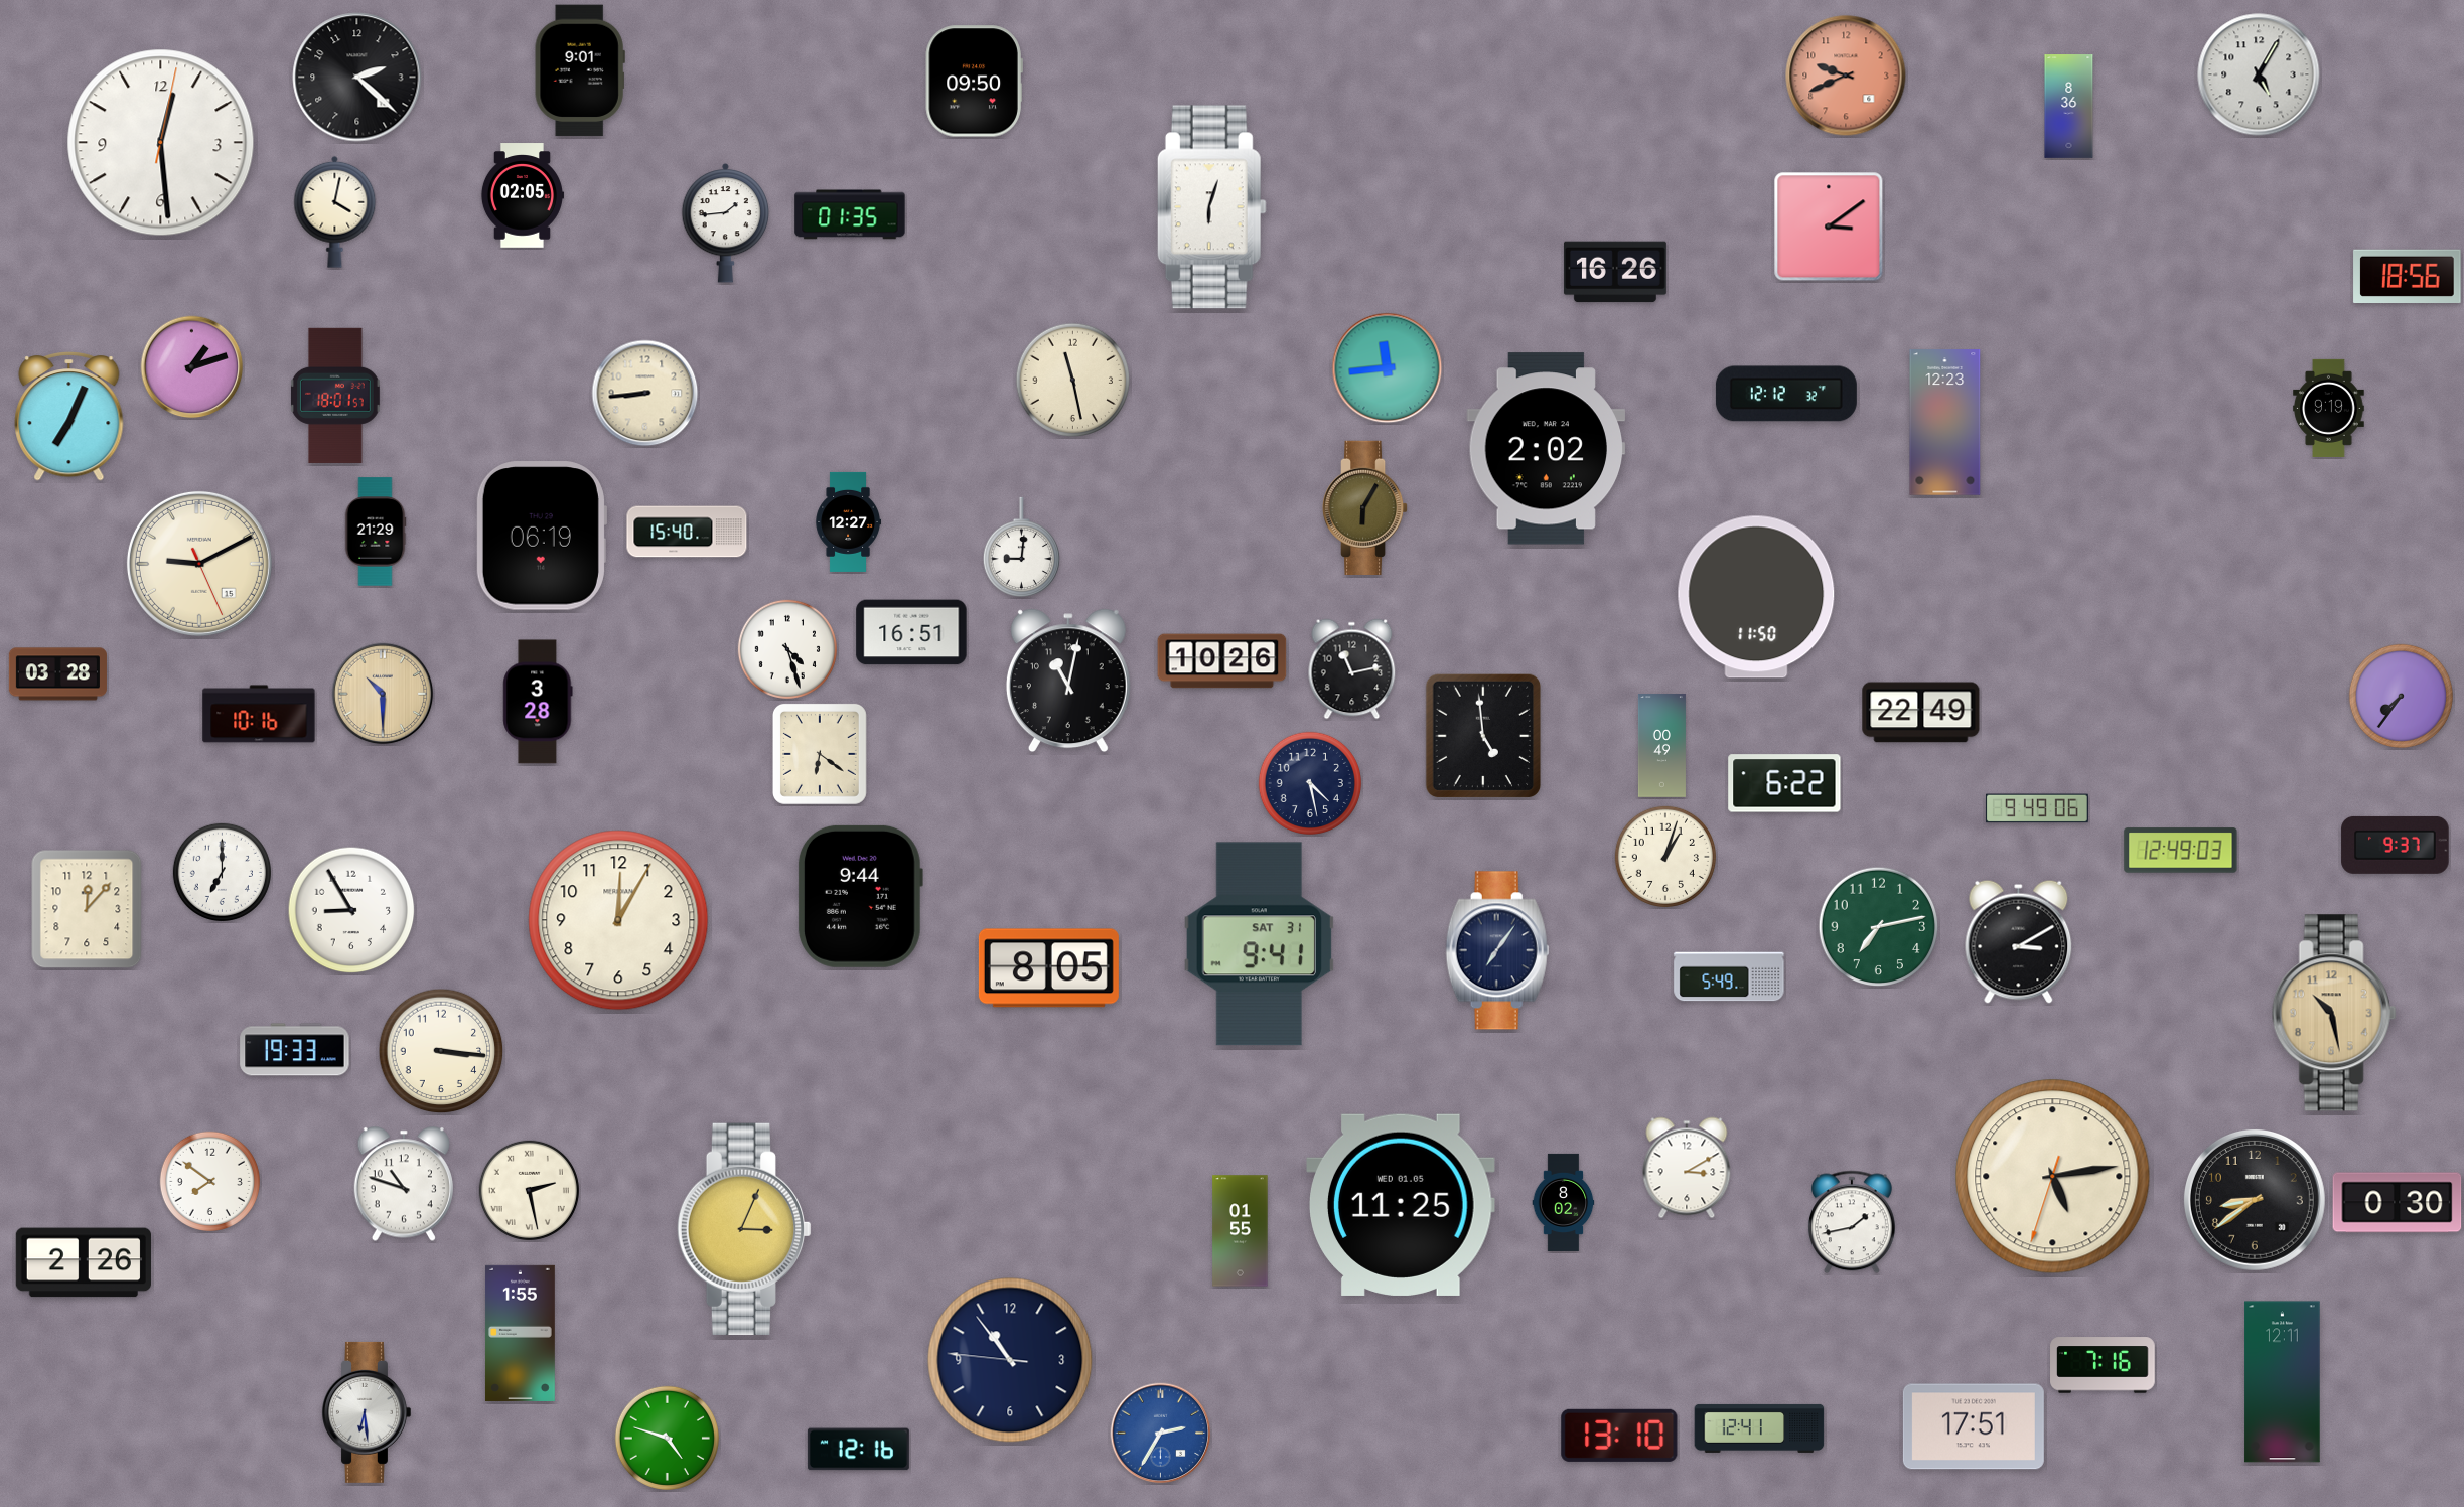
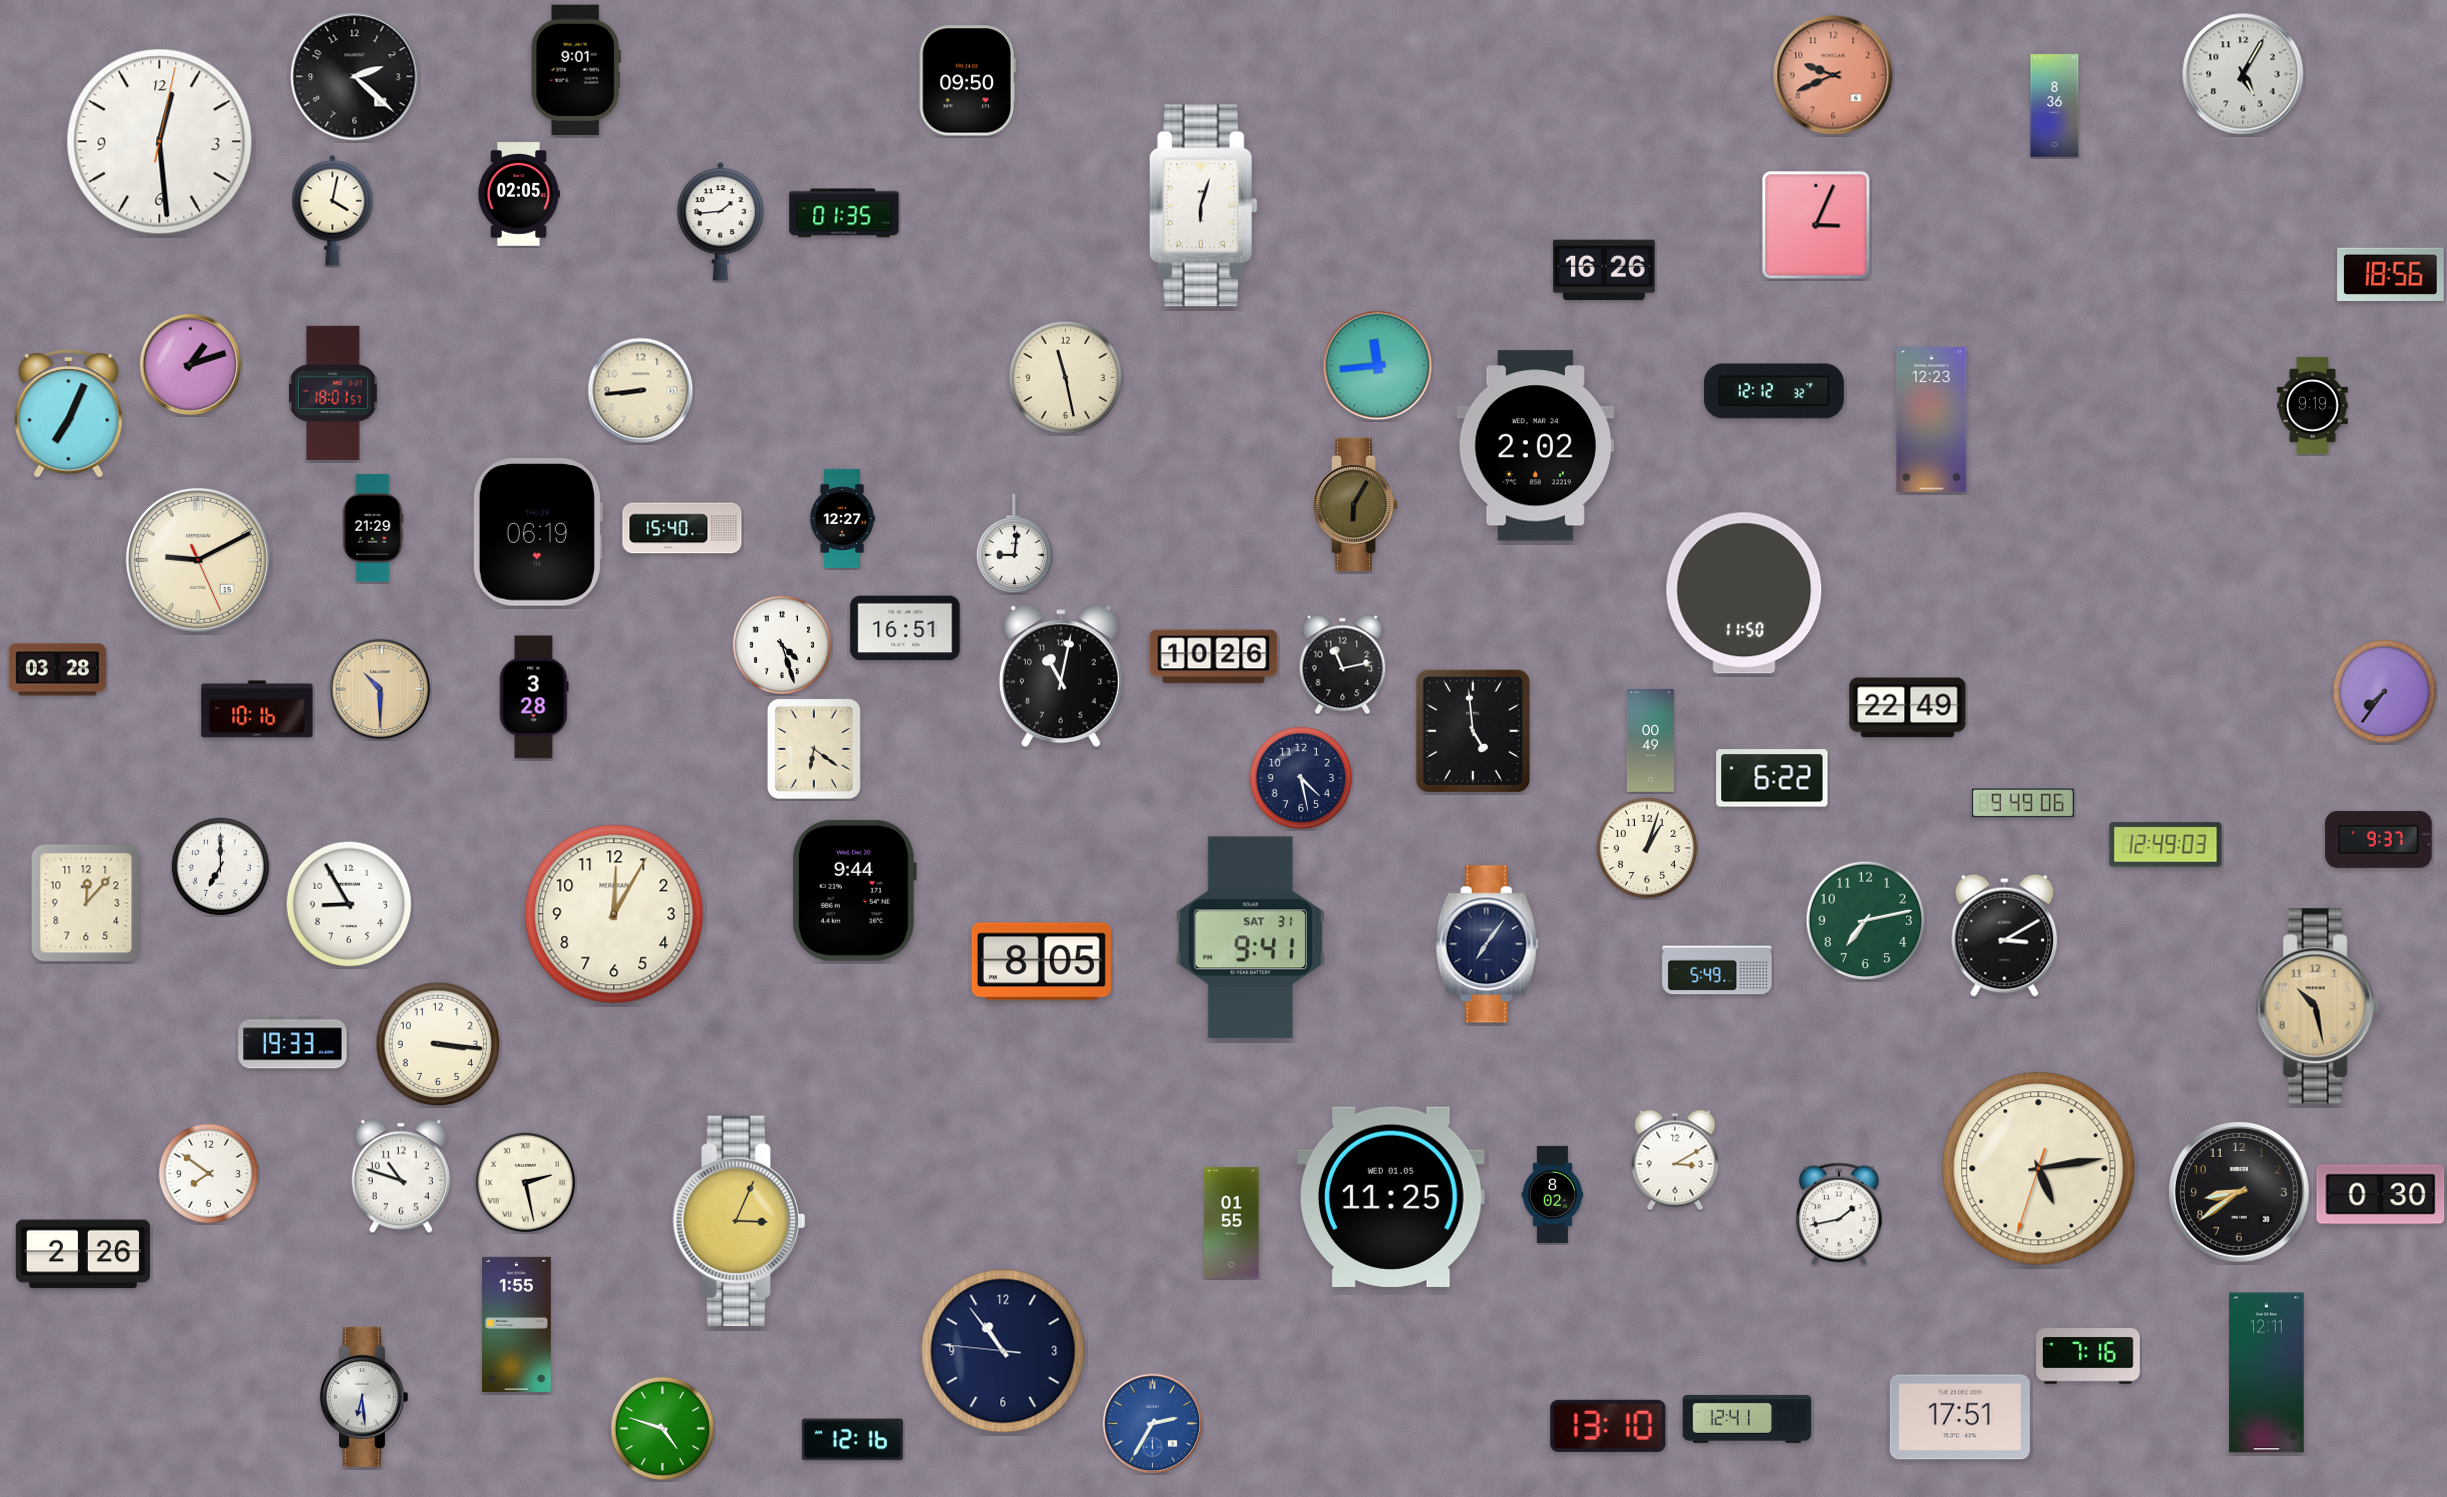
clock at (1829, 227): 3:09 -> 3:04
clock at (1665, 857) position: (1665, 857) -> (1647, 848)
clock at (366, 1412) position: (366, 1412) -> (363, 1397)
